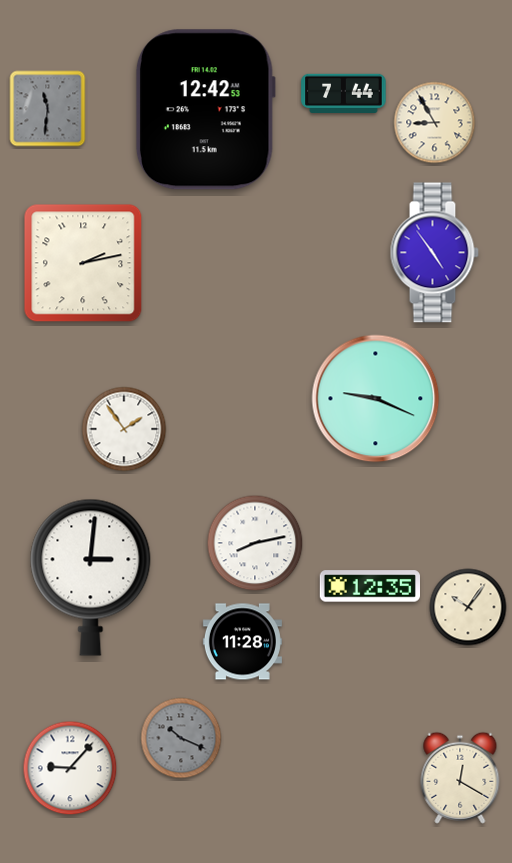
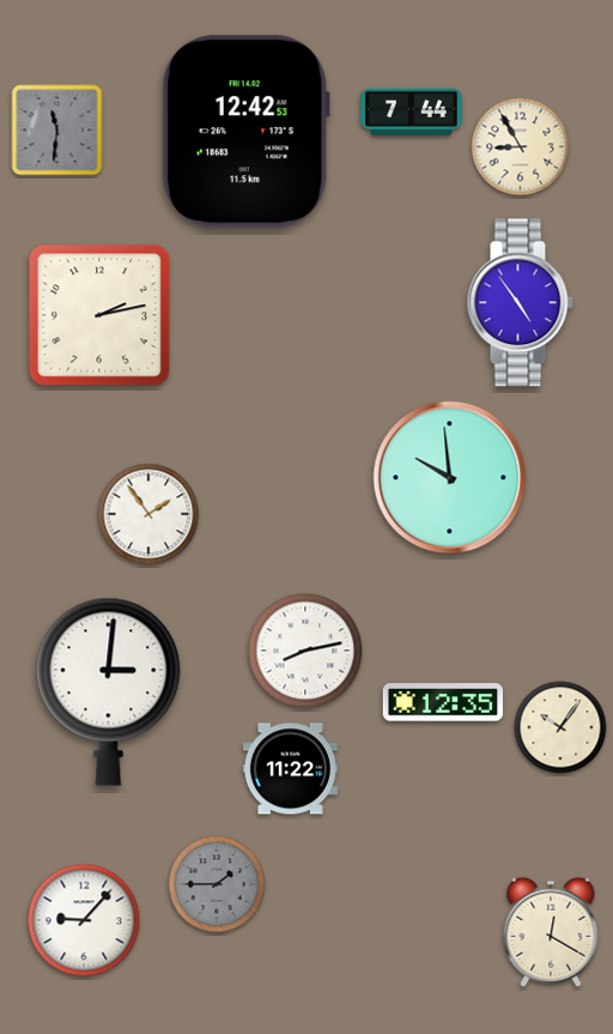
clock at (376, 399): 9:19 -> 9:59
clock at (242, 642): 11:28 -> 11:22
clock at (181, 738): 10:19 -> 1:45
